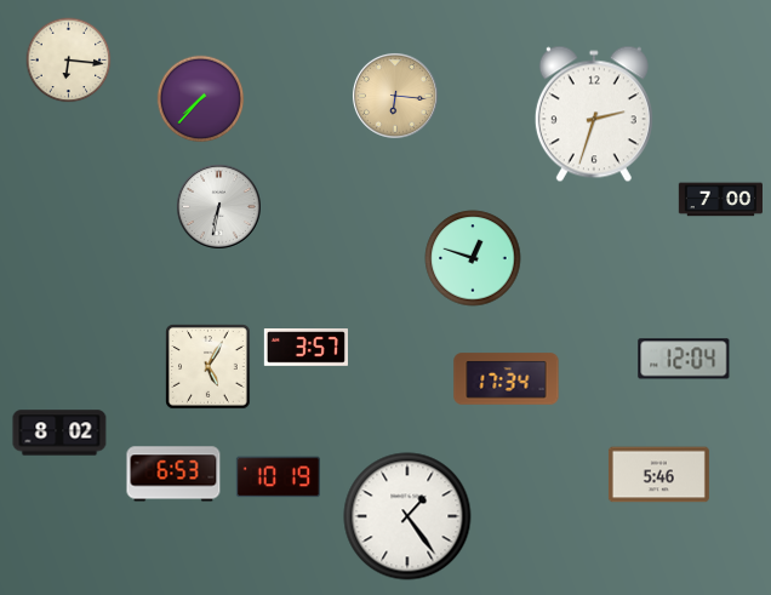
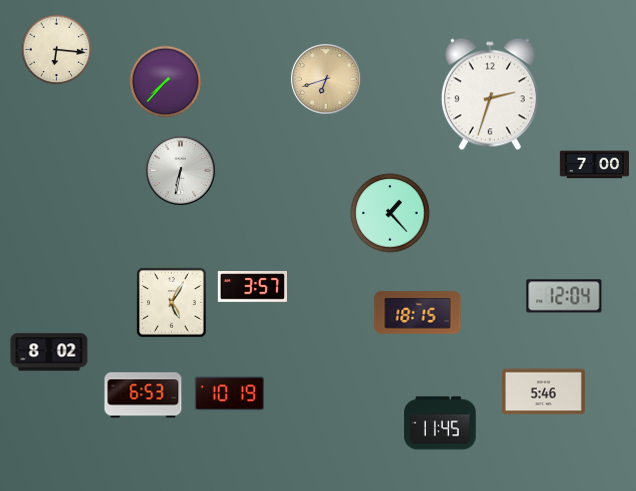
clock at (395, 96): 6:16 -> 6:42
clock at (473, 258): 12:48 -> 1:23
clock at (507, 379): 17:34 -> 18:15
clock at (59, 433) position: (59, 433) -> (49, 352)
clock at (173, 474) position: (173, 474) -> (143, 395)
clock at (440, 423): none -> 11:45
clock at (407, 516): 1:24 -> none
